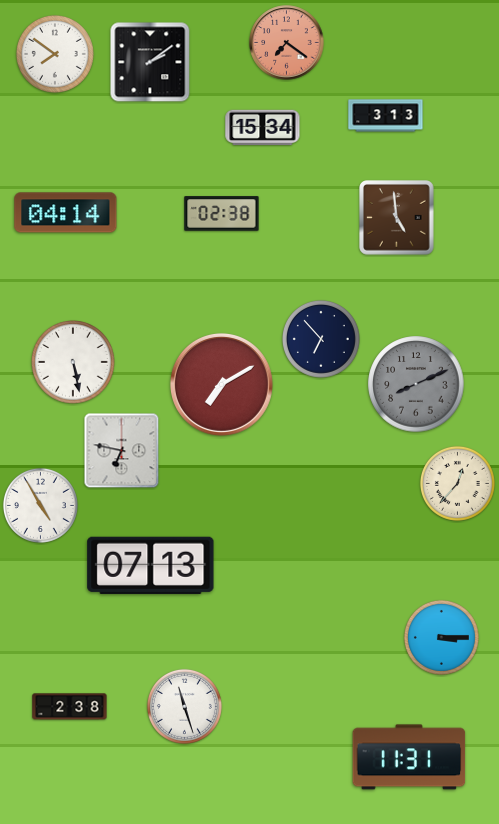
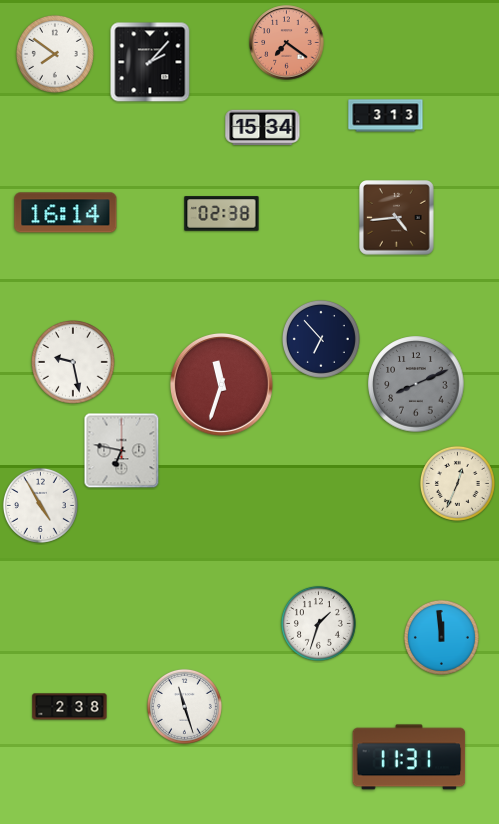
clock at (150, 62): 2:09 -> 2:07
clock at (66, 213): 04:14 -> 16:14
clock at (397, 218): 4:59 -> 4:44
clock at (74, 363): 5:28 -> 9:28
clock at (221, 384): 7:10 -> 11:33
clock at (457, 483): 12:37 -> 12:34
clock at (151, 565): 07:13 -> none
clock at (318, 623): none -> 1:33
clock at (441, 637): 3:15 -> 11:59
